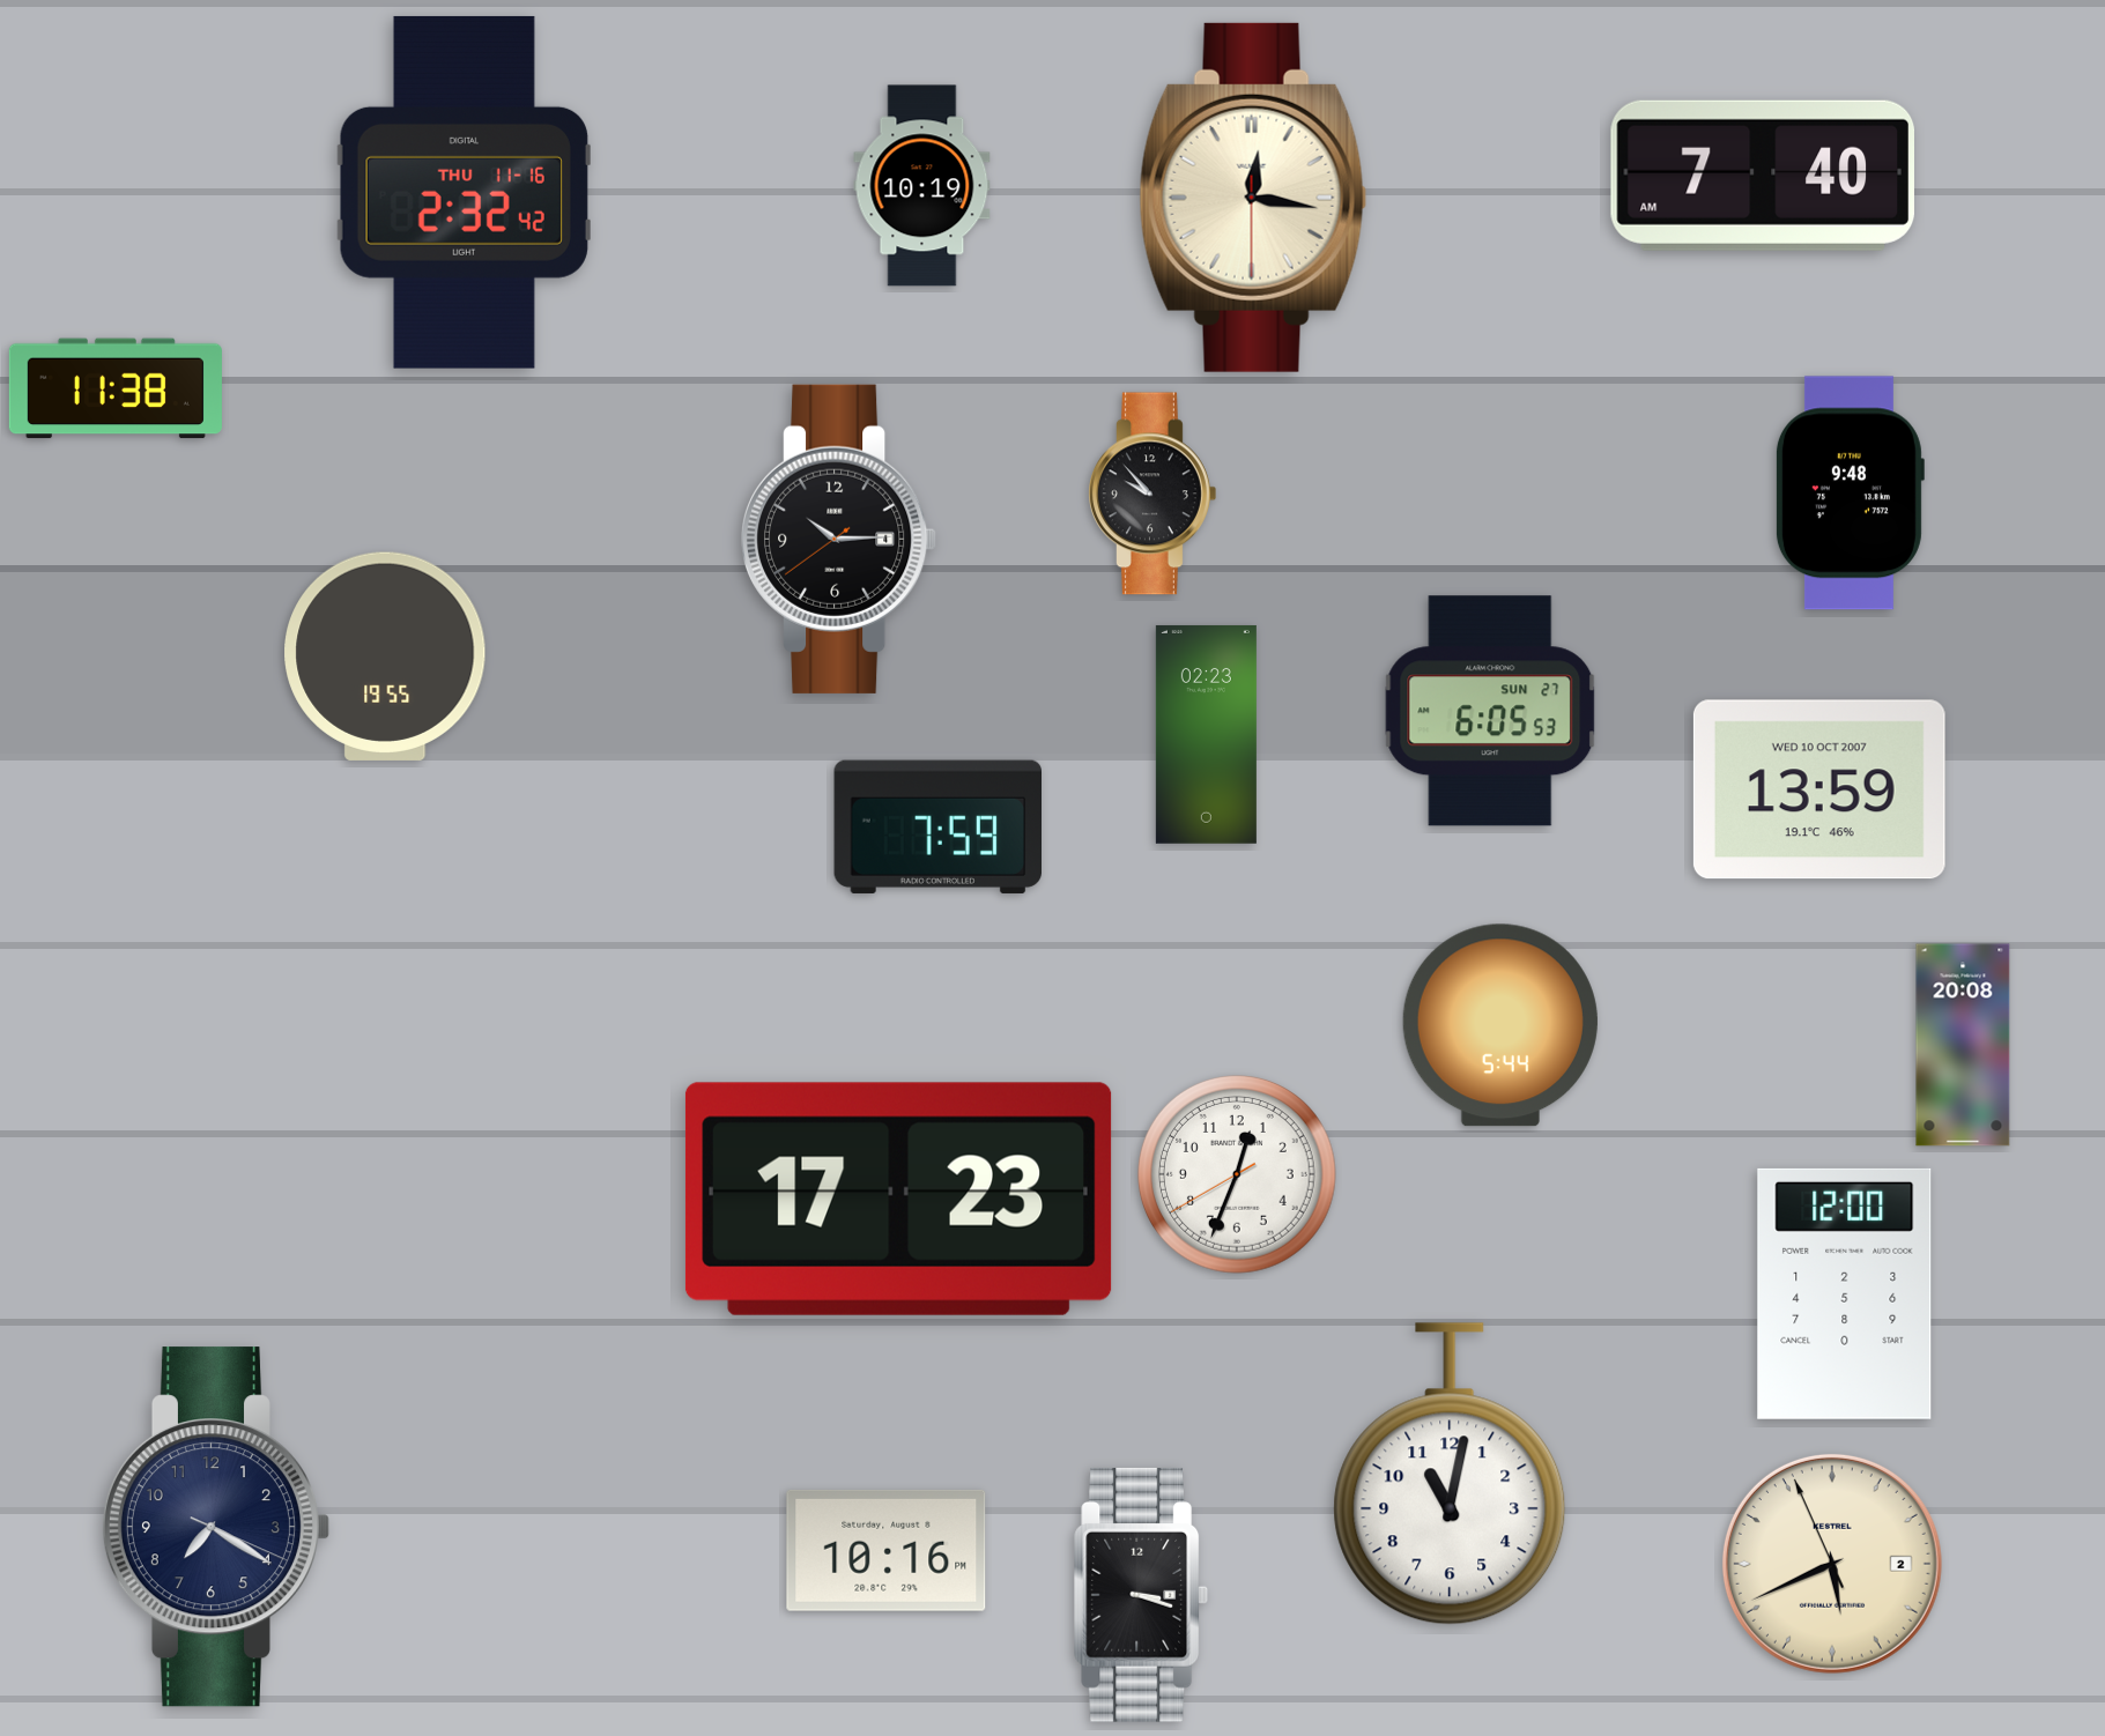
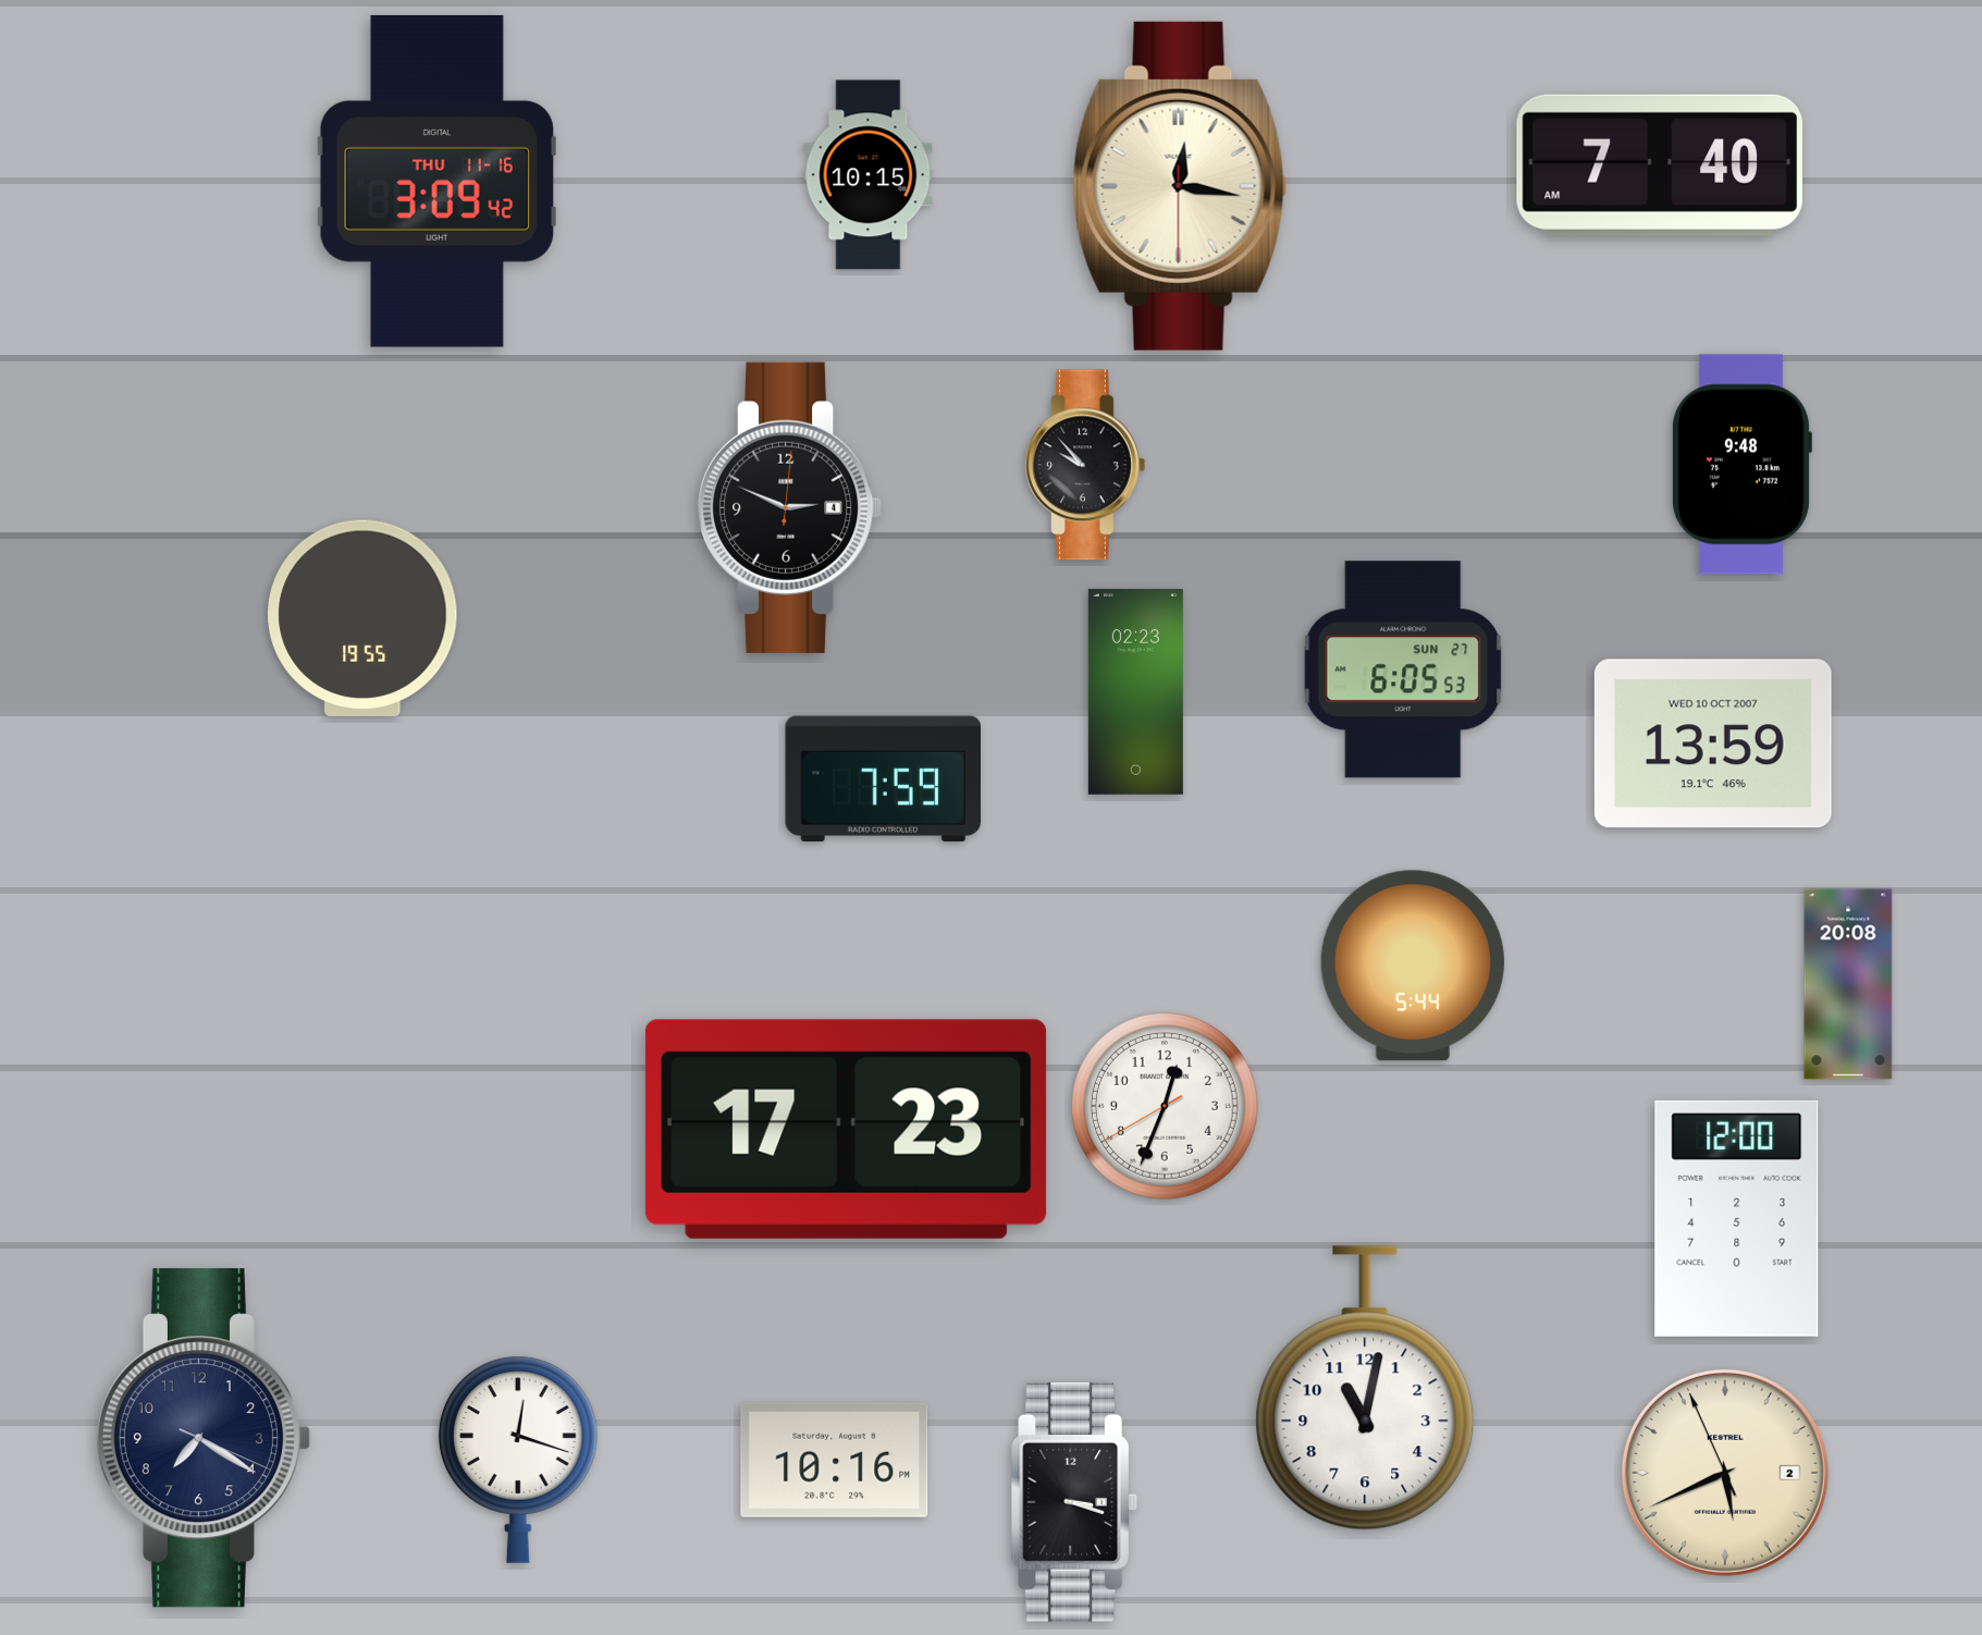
clock at (922, 186): 10:19 -> 10:15
clock at (464, 192): 2:32 -> 3:09
clock at (116, 388): 11:38 -> none
clock at (840, 539): 10:14 -> 2:49
clock at (518, 1460): none -> 12:18
